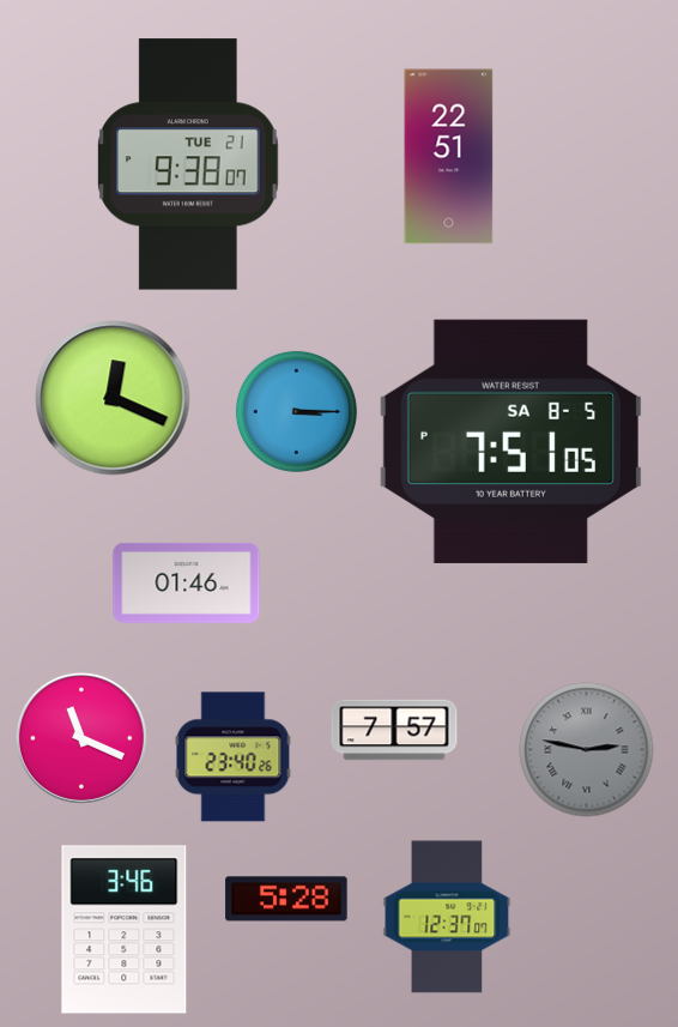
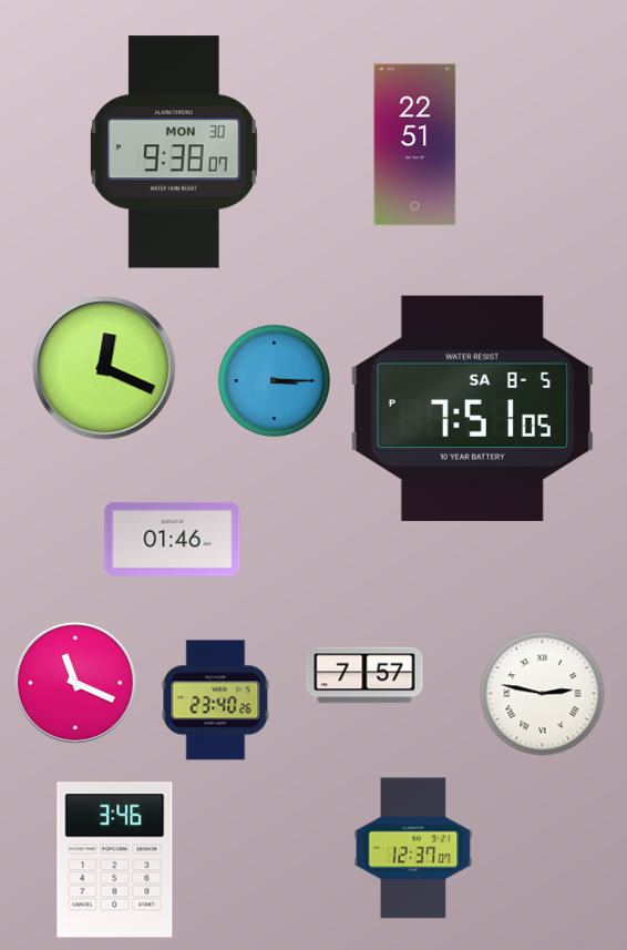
clock at (189, 164) date: TUE 21 -> MON 30
clock at (587, 750) dial: grey -> white
clock at (286, 899): 5:28 -> none
